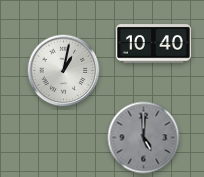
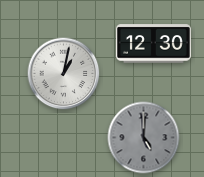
clock at (153, 44): 10:40 -> 12:30
clock at (64, 71) position: (64, 71) -> (64, 74)
